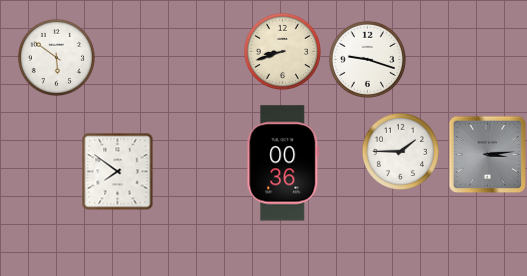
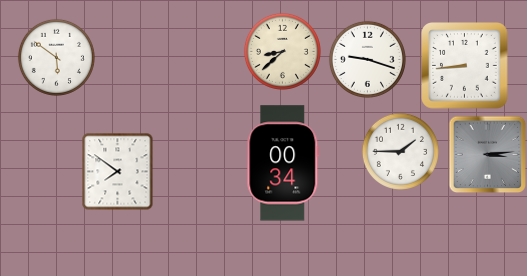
clock at (282, 51): 8:42 -> 8:38
clock at (465, 66): none -> 8:44
clock at (283, 163): 00:36 -> 00:34
